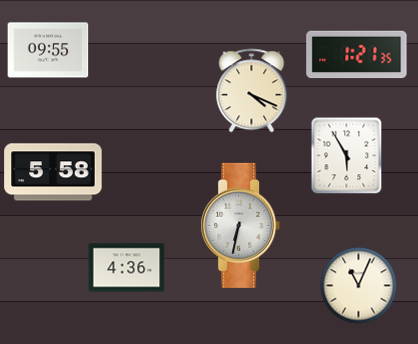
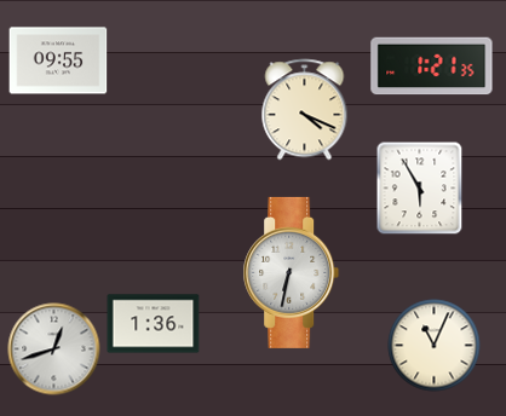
clock at (53, 172): 5:58 -> none
clock at (127, 268): 4:36 -> 1:36
clock at (54, 349): none -> 12:42
